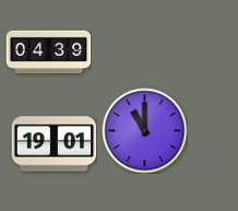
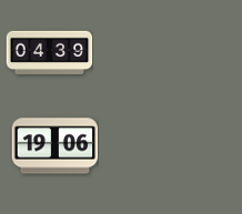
clock at (144, 130): 11:00 -> none
clock at (53, 144): 19:01 -> 19:06
